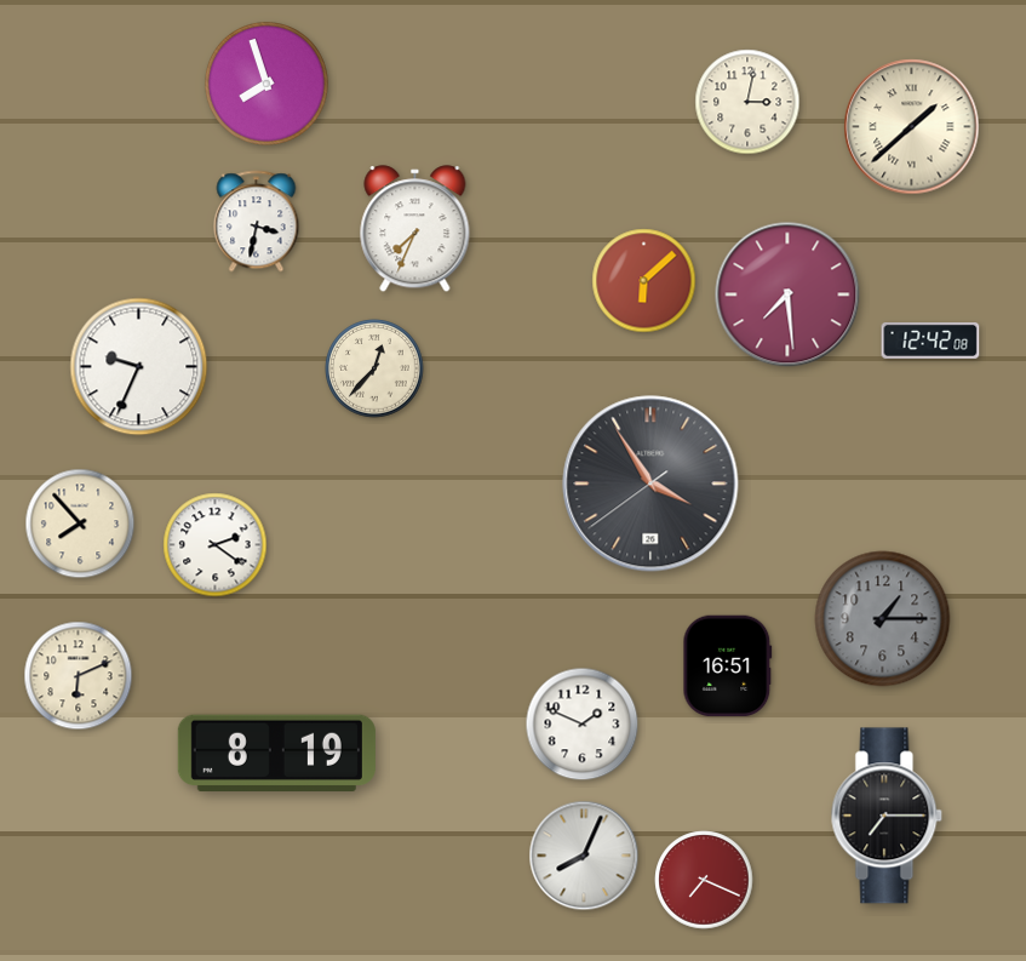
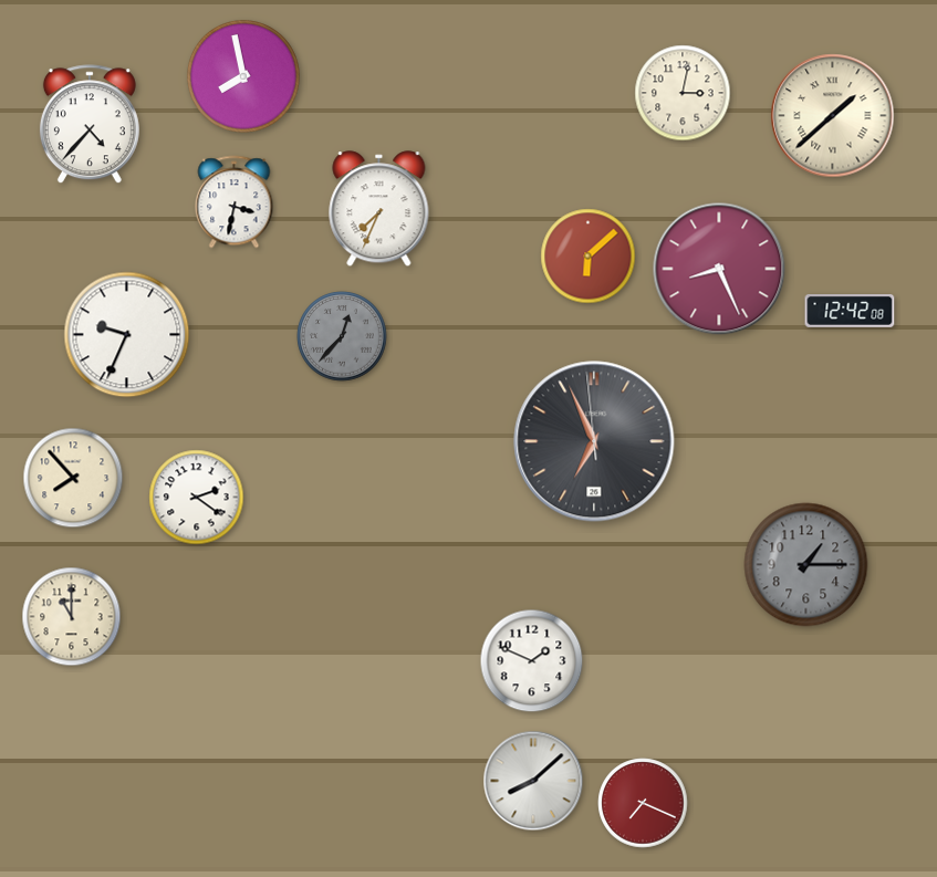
clock at (266, 84): 7:57 -> 7:58
clock at (90, 125): none -> 4:37
clock at (787, 294): 7:29 -> 8:26
clock at (374, 368) dial: cream -> grey
clock at (650, 484): 3:54 -> 6:55
clock at (728, 667): 16:51 -> none
clock at (79, 676): 6:11 -> 11:00
clock at (276, 754): 8:19 -> none
clock at (887, 816): 7:15 -> none
clock at (584, 856): 8:04 -> 8:08
